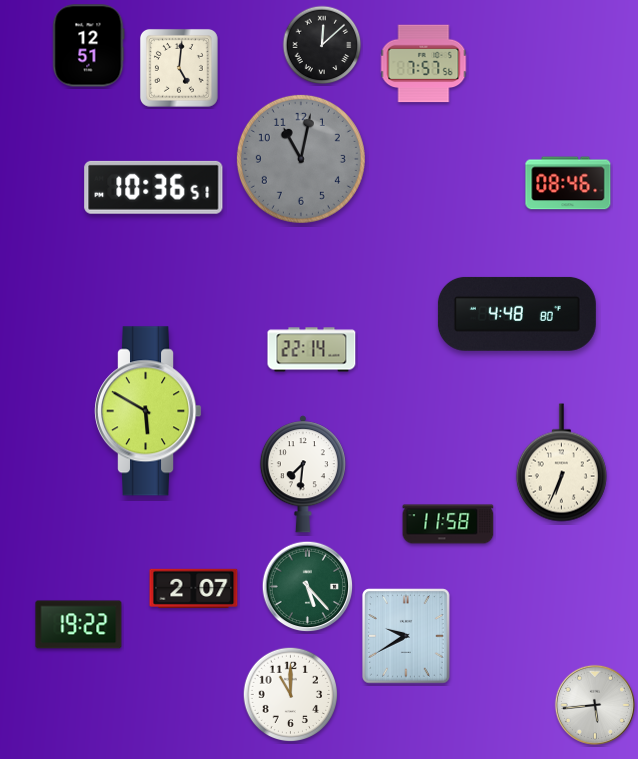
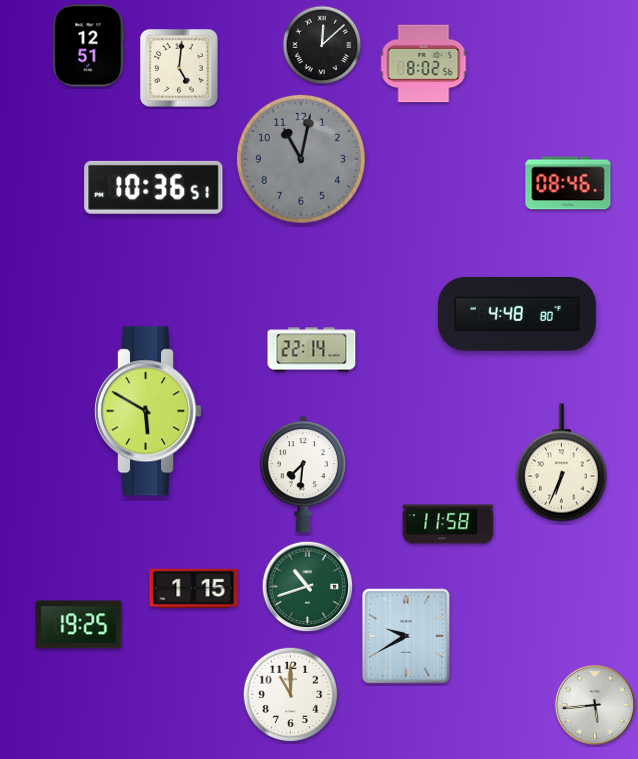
clock at (424, 64): 7:57 -> 8:02
clock at (308, 587): 5:23 -> 10:42
clock at (194, 588): 2:07 -> 1:15
clock at (79, 625): 19:22 -> 19:25
